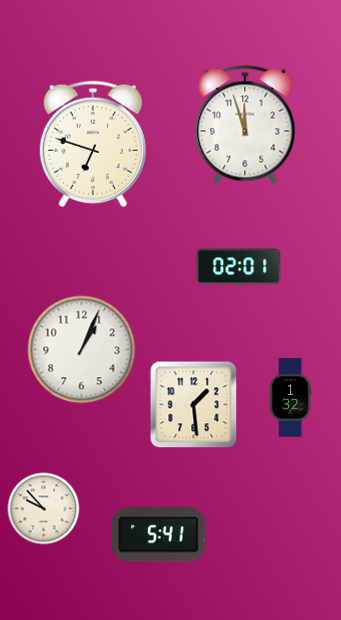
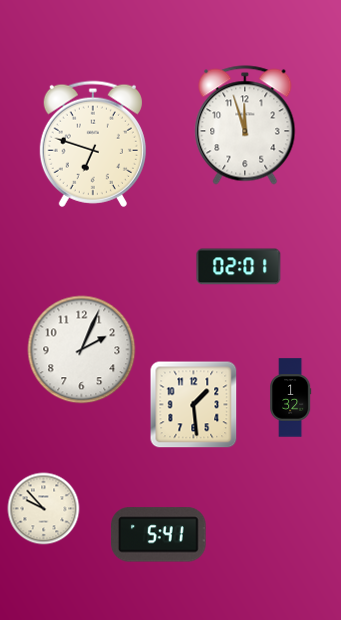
clock at (82, 350): 1:04 -> 2:04
